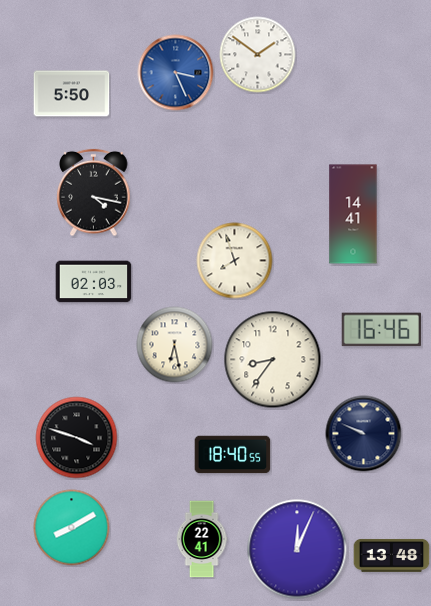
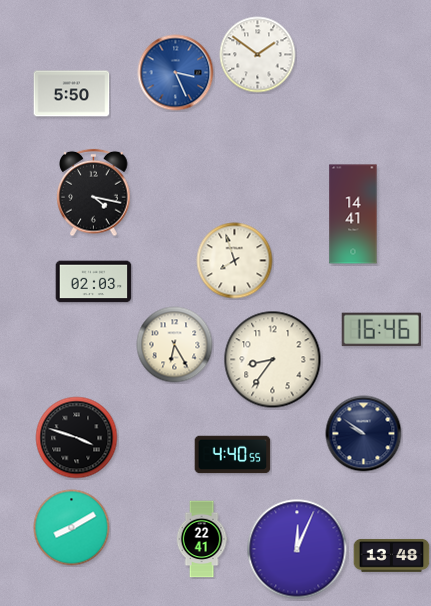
clock at (175, 345): 6:28 -> 6:25
clock at (364, 434): 9:49 -> 9:51
clock at (233, 455): 18:40 -> 4:40
